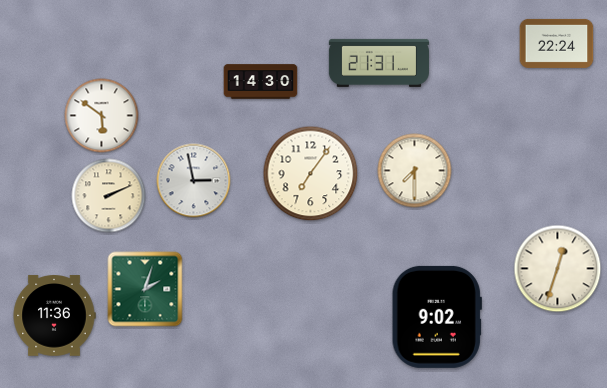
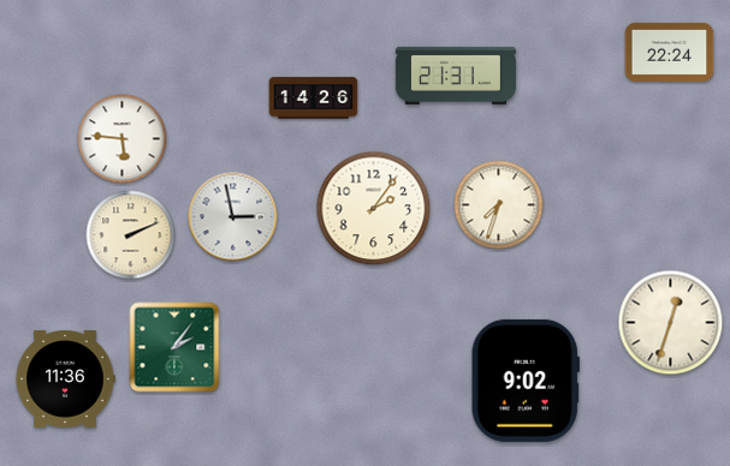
clock at (261, 82): 14:30 -> 14:26
clock at (102, 116): 5:51 -> 5:46
clock at (415, 171): 7:30 -> 7:33
clock at (311, 174): 7:06 -> 2:06
clock at (145, 289): 2:03 -> 2:06
